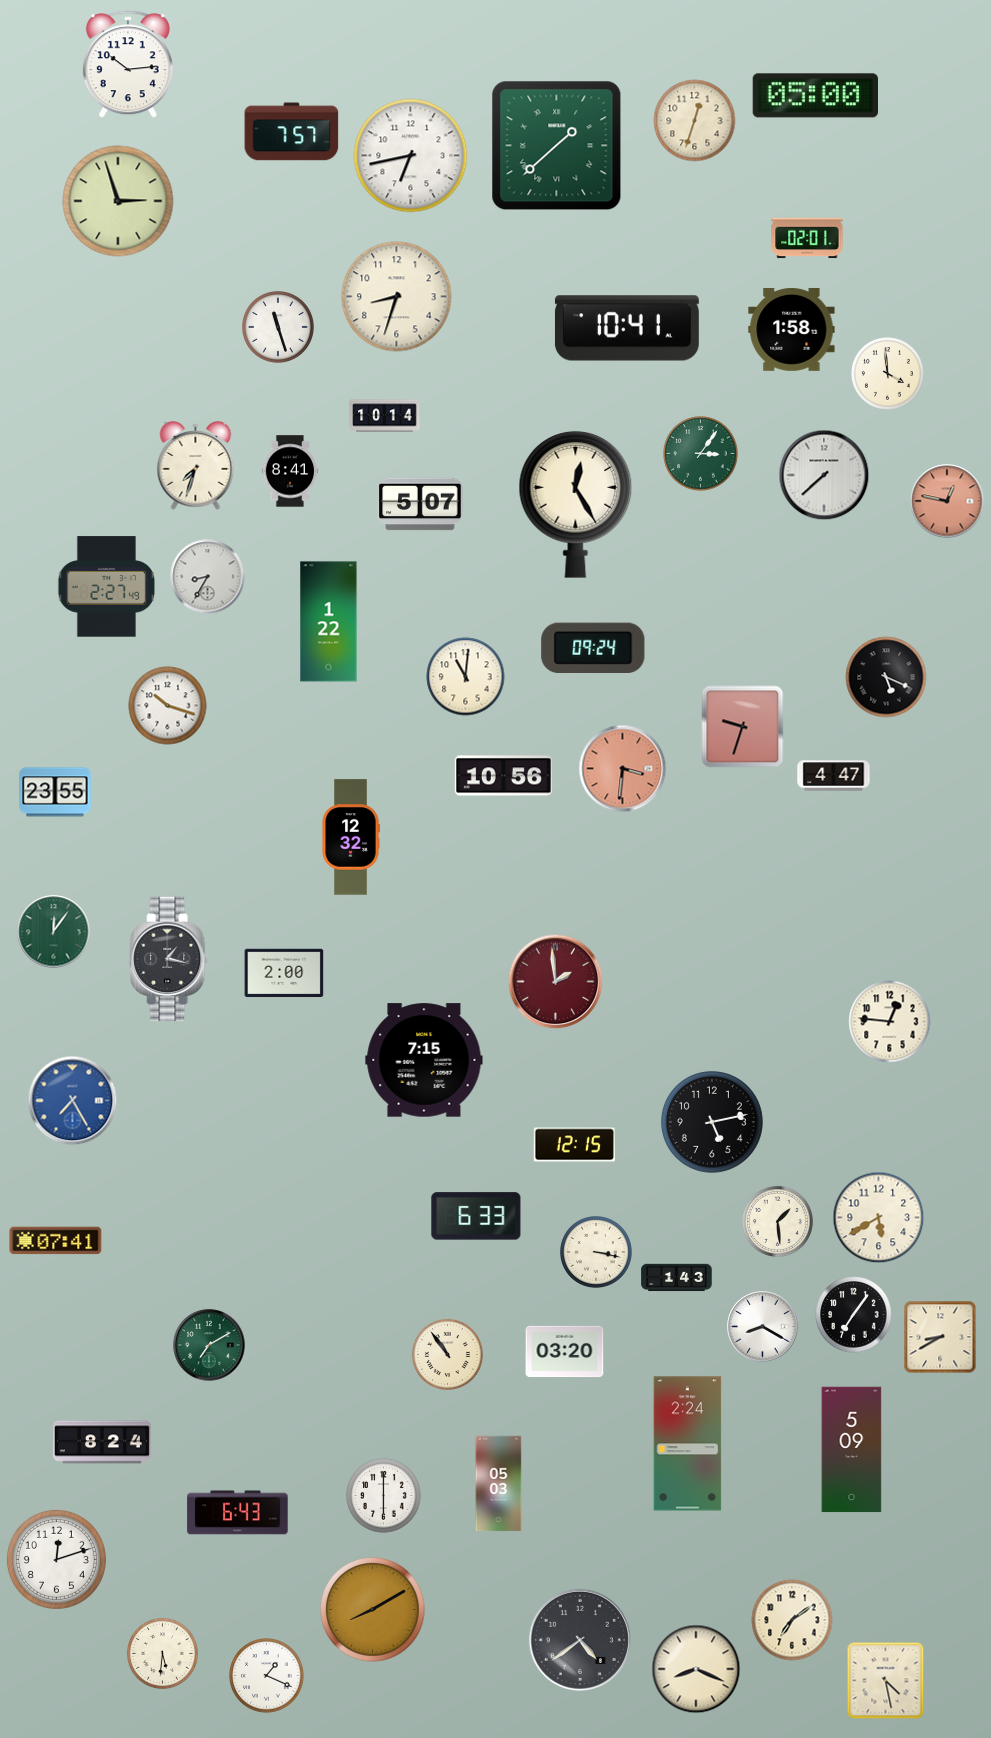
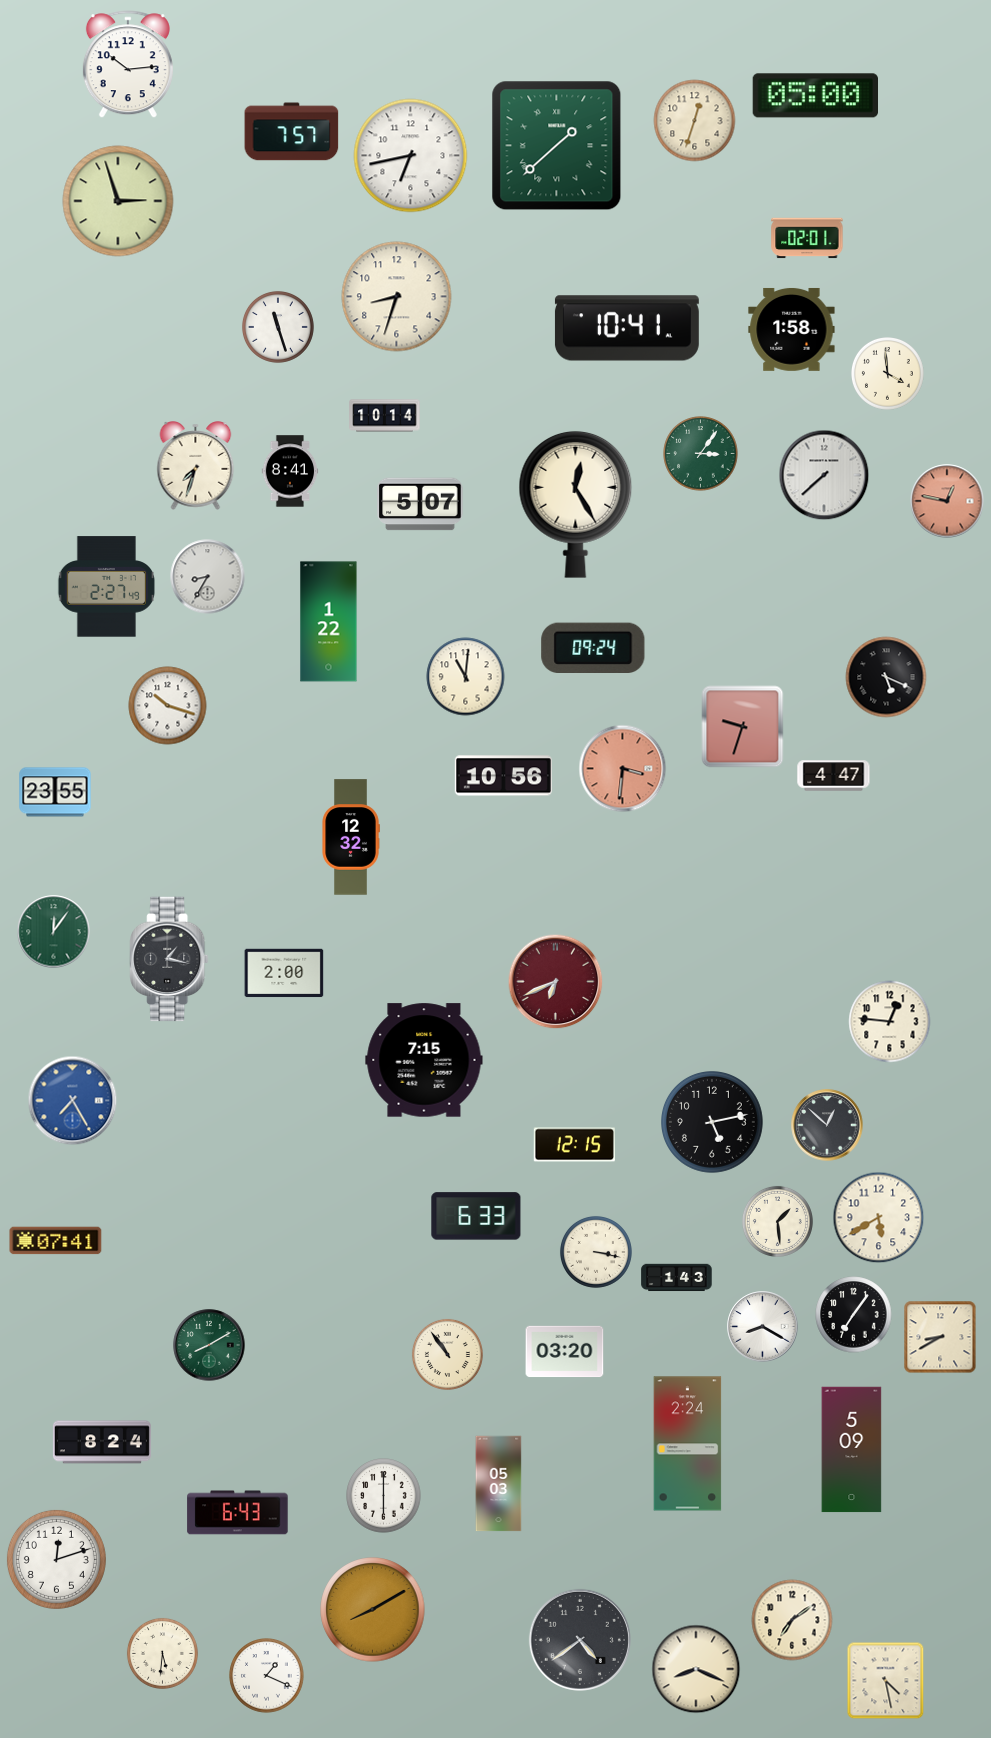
clock at (556, 982): 1:59 -> 6:41
clock at (827, 1125): none -> 12:52
clock at (209, 1345): 7:10 -> 8:10
